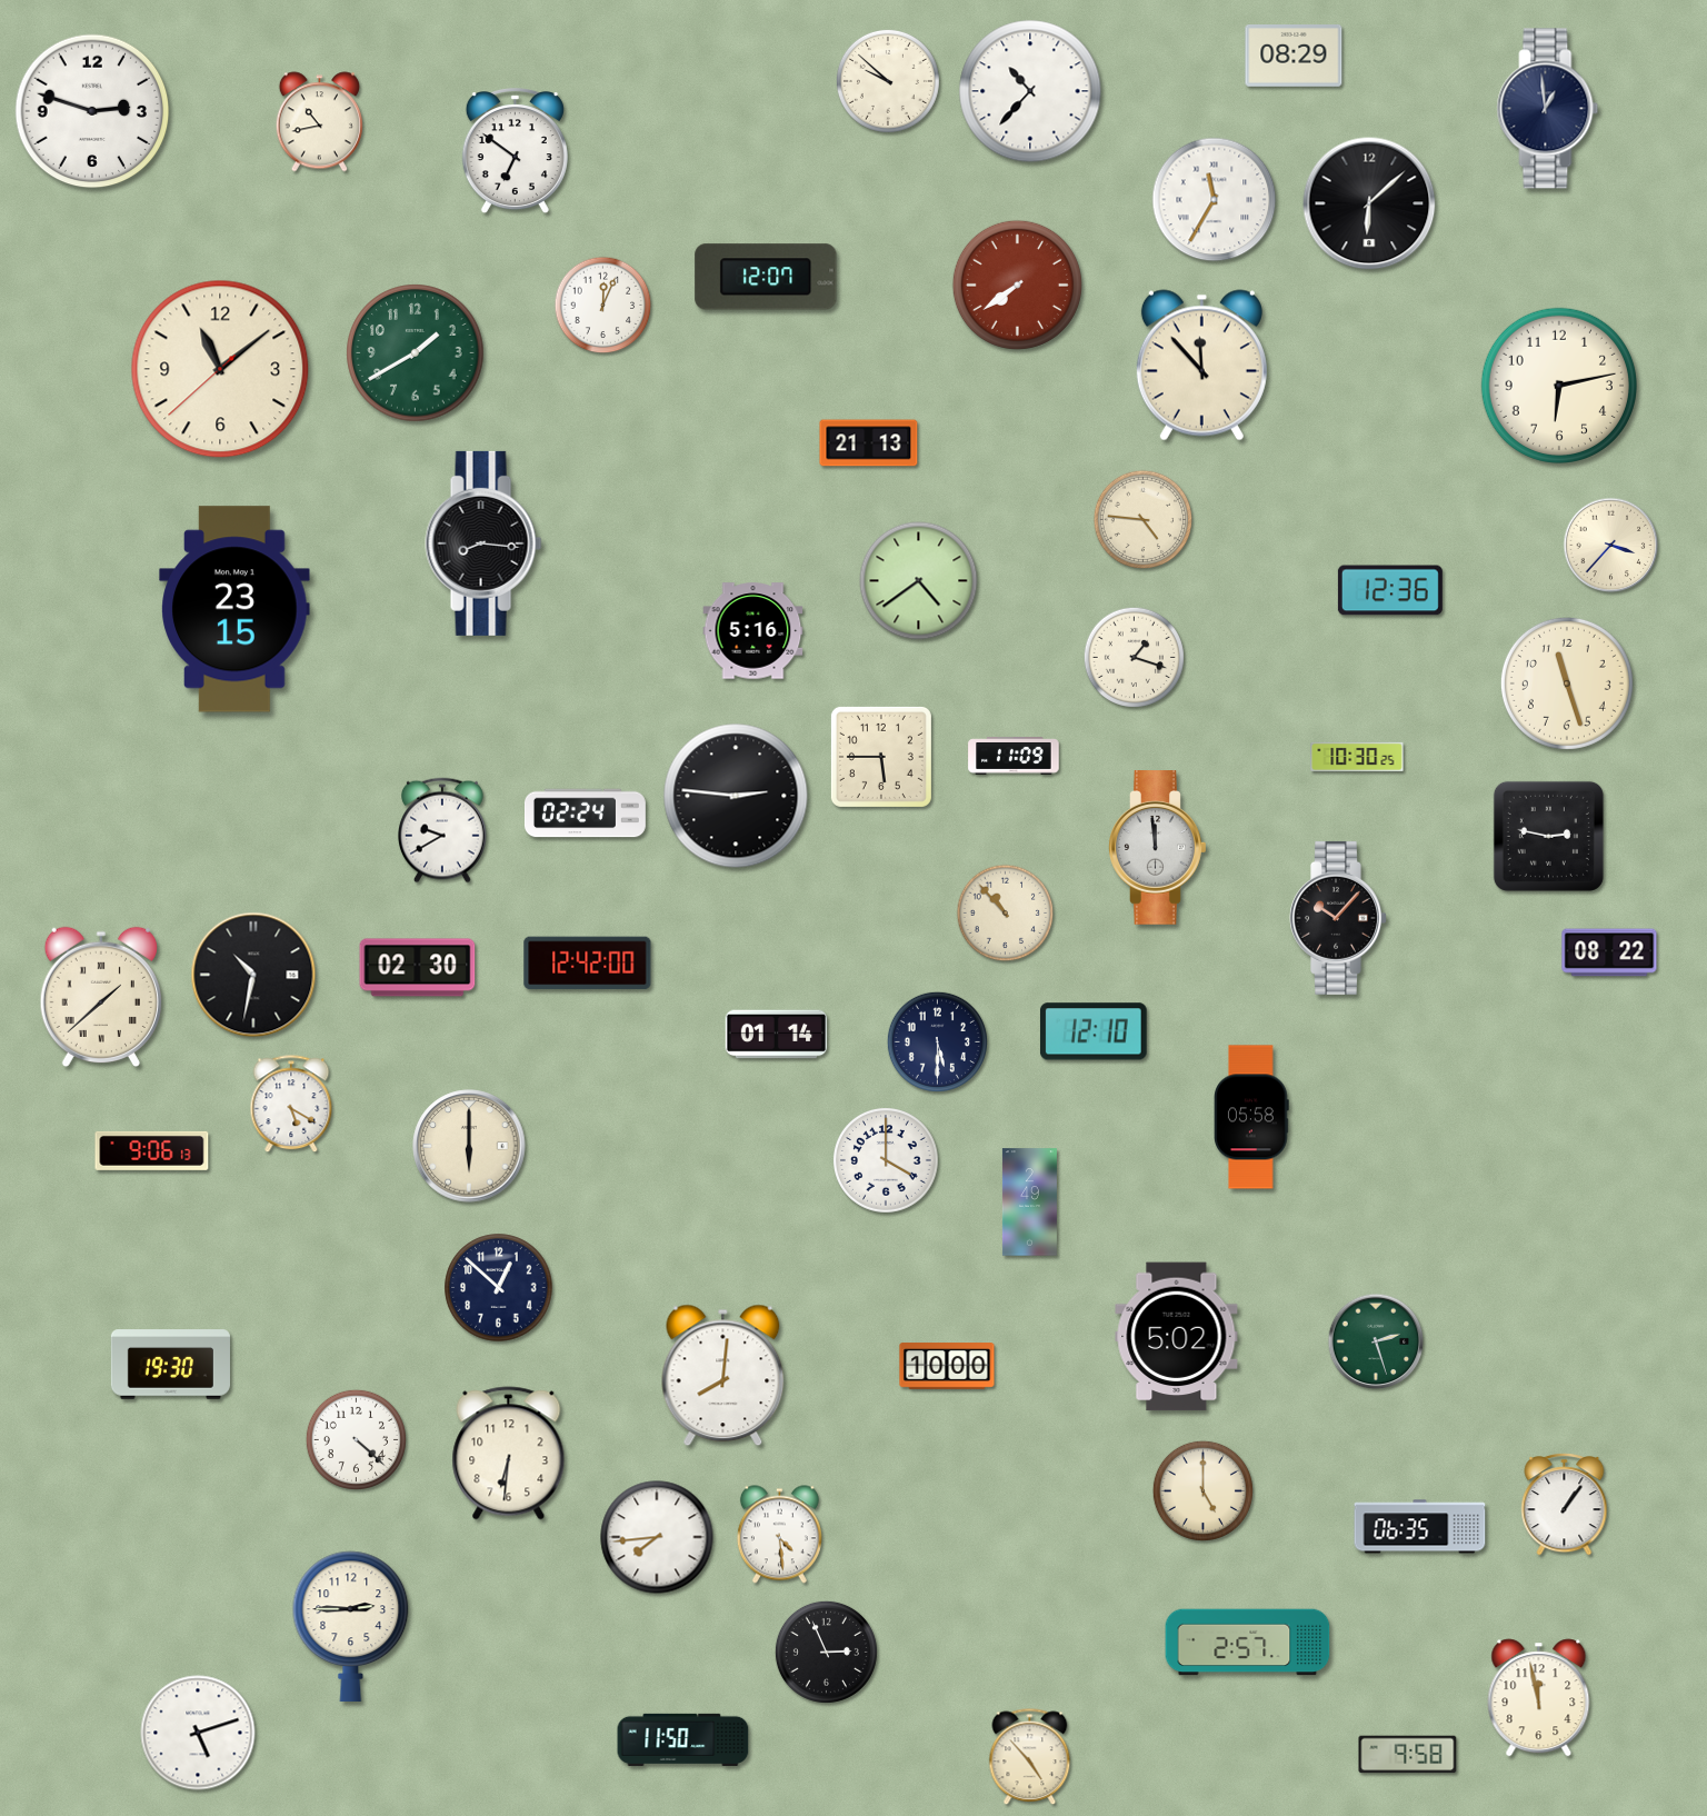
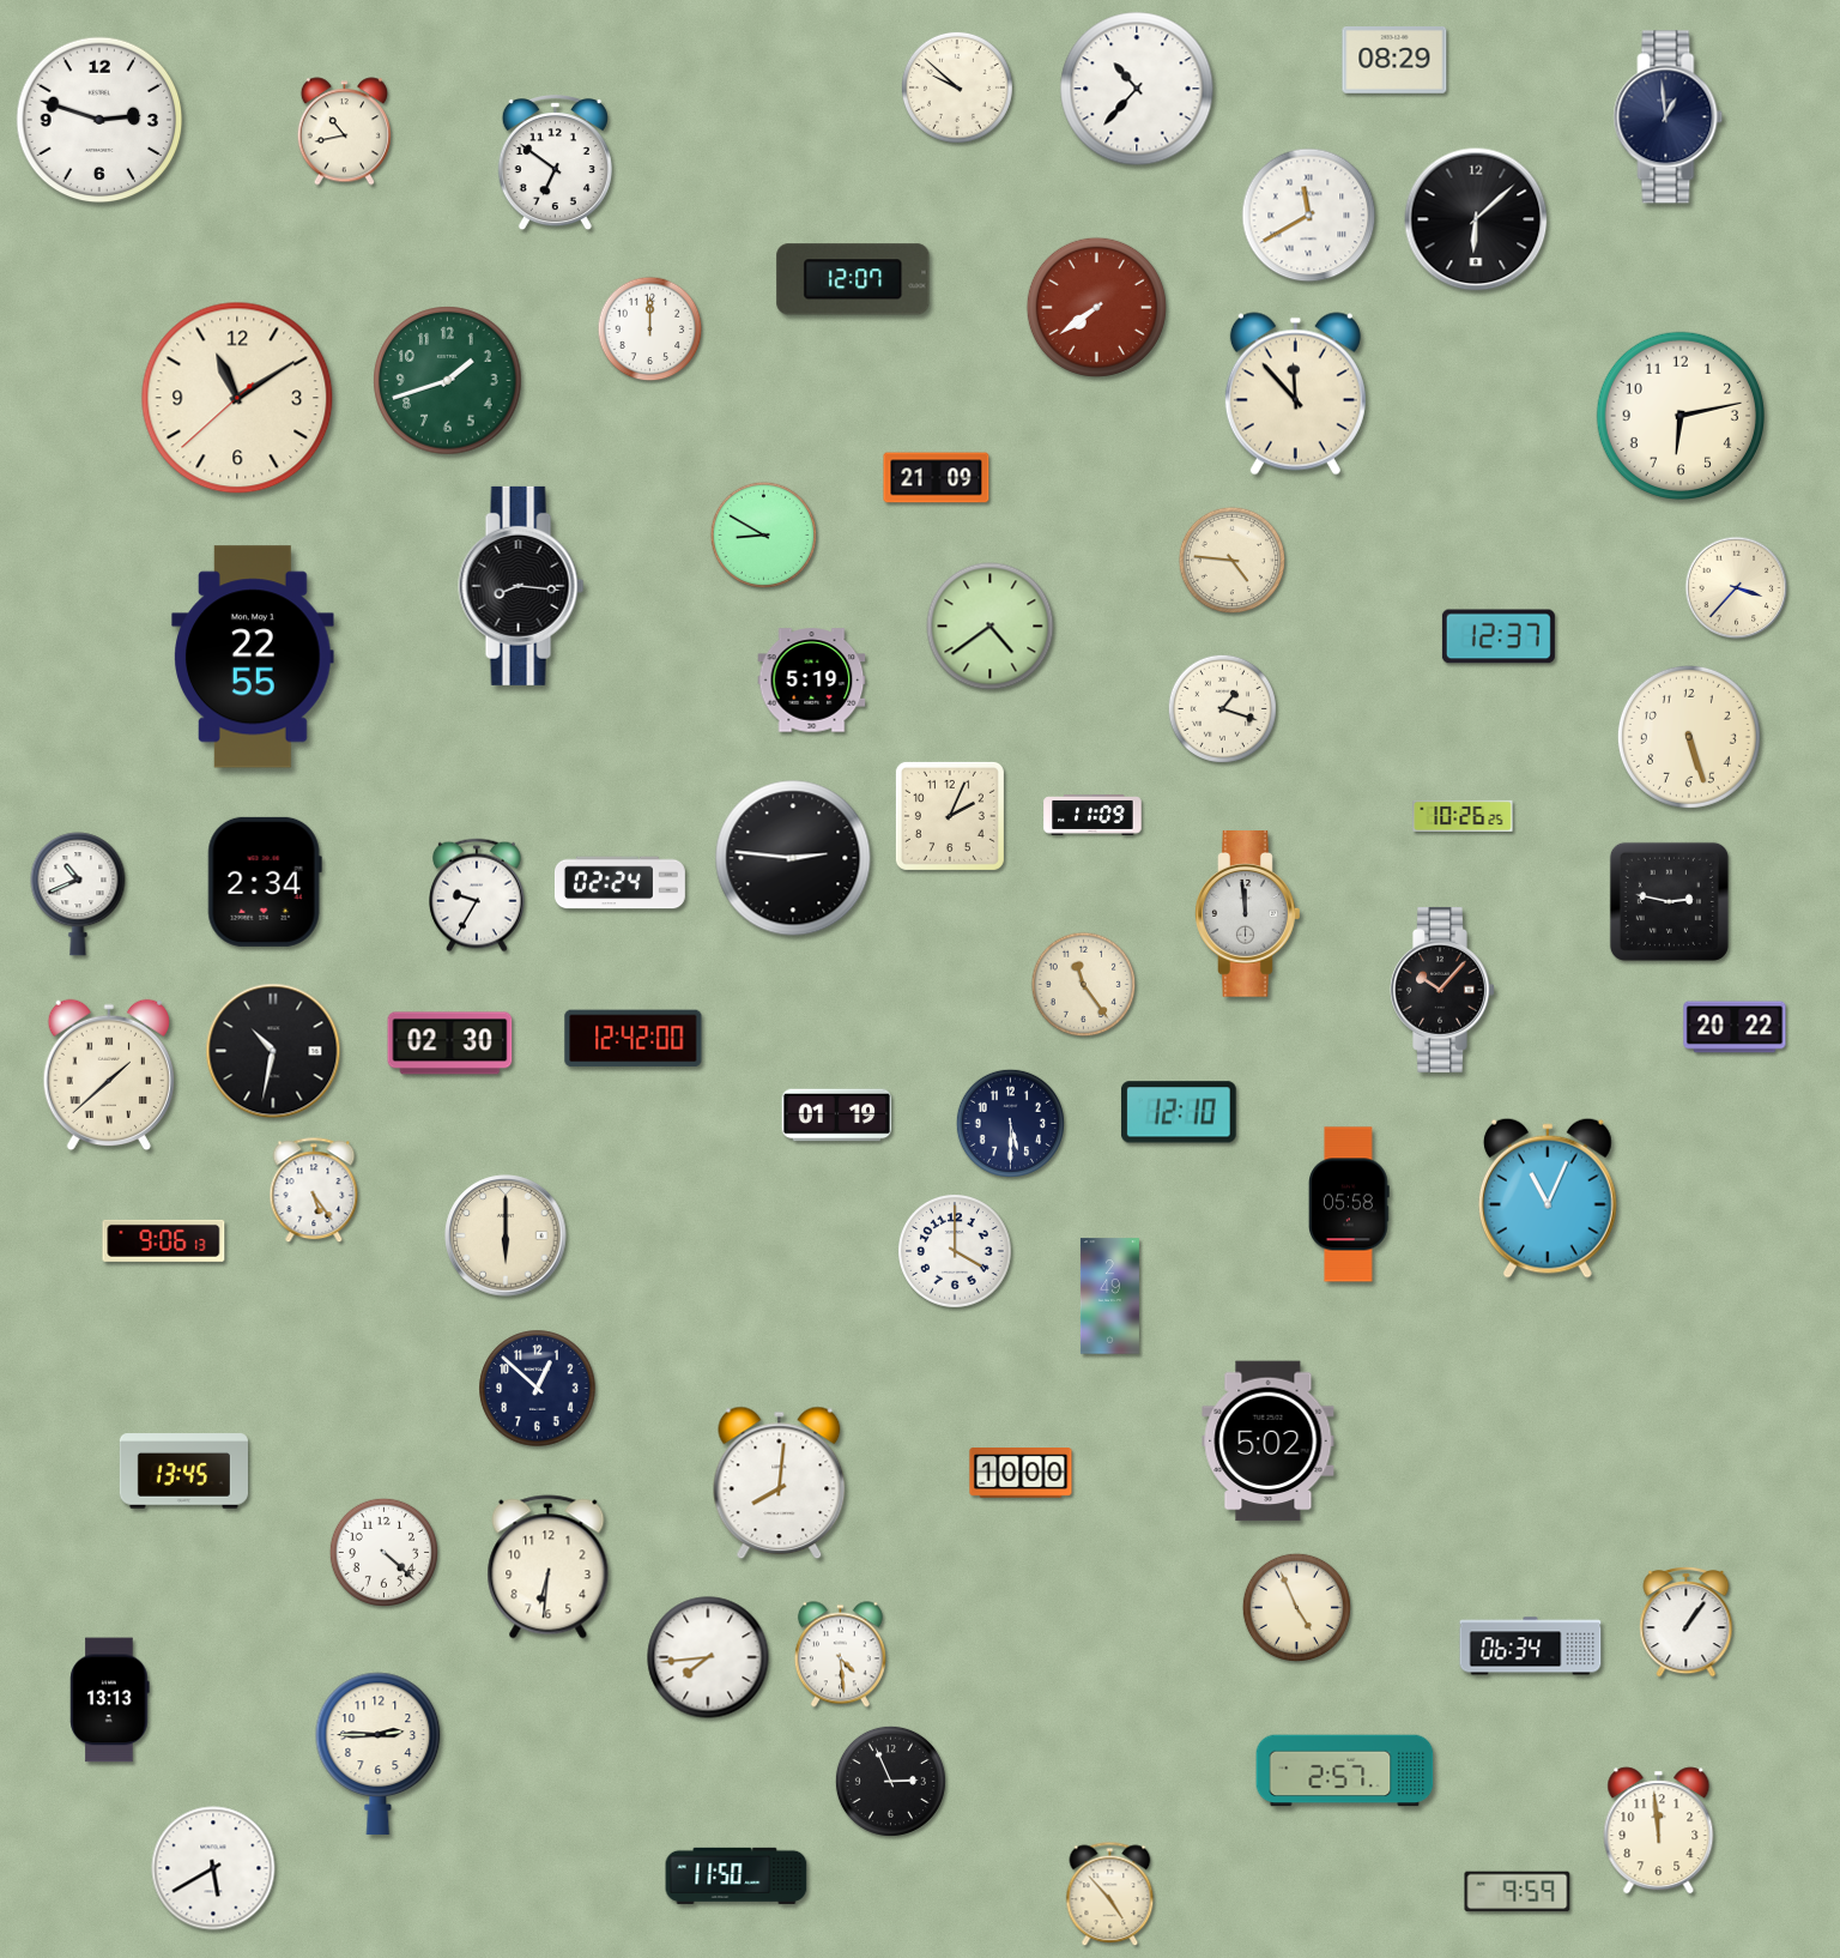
clock at (1030, 91) position: (1030, 91) -> (1137, 89)
clock at (1215, 200): 11:35 -> 11:40
clock at (766, 277) position: (766, 277) -> (853, 279)
clock at (603, 306): 12:04 -> 12:00
clock at (416, 353): 1:40 -> 1:42
clock at (220, 369): 11:08 -> 11:09
clock at (869, 443): 21:13 -> 21:09
clock at (764, 536): none -> 8:50
clock at (1390, 590): 12:36 -> 12:37
clock at (234, 609): 23:15 -> 22:55
clock at (753, 631): 5:16 -> 5:19
clock at (1567, 684): 11:27 -> 5:27
clock at (881, 757): 5:45 -> 2:04
clock at (1357, 757): 10:30 -> 10:26
clock at (585, 814) position: (585, 814) -> (619, 883)
clock at (265, 882): none -> 2:34
clock at (78, 894): none -> 10:41
clock at (443, 830): 9:40 -> 9:35
clock at (1006, 914): 10:53 -> 11:24
clock at (1609, 952): 08:22 -> 20:22
clock at (777, 1035): 01:14 -> 01:19
clock at (291, 1105): 5:20 -> 5:24
clock at (1548, 1198): none -> 11:04
clock at (1376, 1341): 2:27 -> none
clock at (170, 1365): 19:30 -> 13:45
clock at (1202, 1490): 5:00 -> 4:56
clock at (1420, 1527): 06:35 -> 06:34
clock at (110, 1700): none -> 13:13
clock at (1539, 1698): 11:58 -> 11:59
clock at (198, 1733): 5:12 -> 5:40
clock at (1408, 1755): 9:58 -> 9:59
